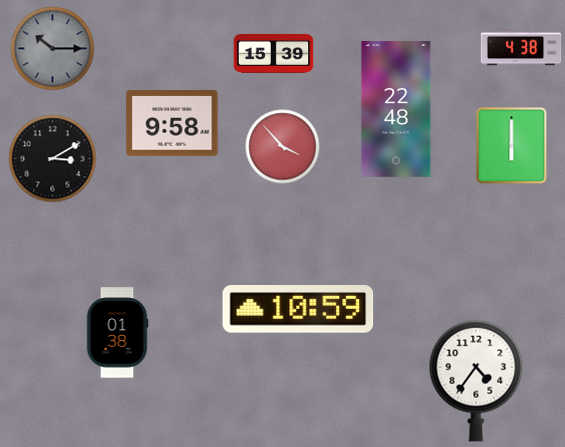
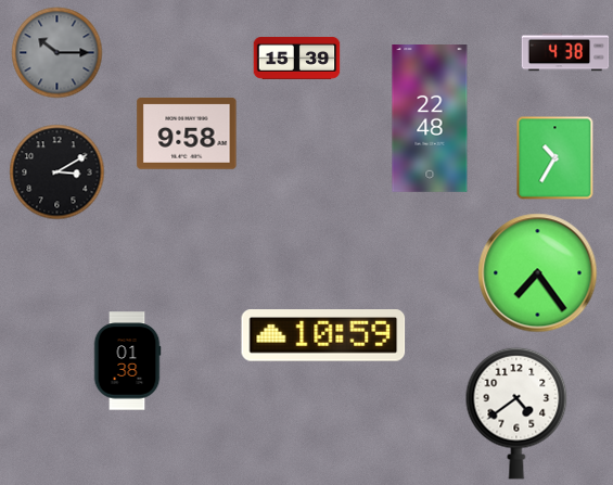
clock at (512, 146): 6:00 -> 10:35
clock at (283, 147): 3:53 -> none
clock at (538, 273): none -> 7:24
clock at (476, 381): 4:36 -> 4:39
